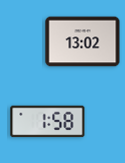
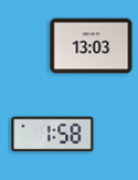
clock at (83, 42): 13:02 -> 13:03
